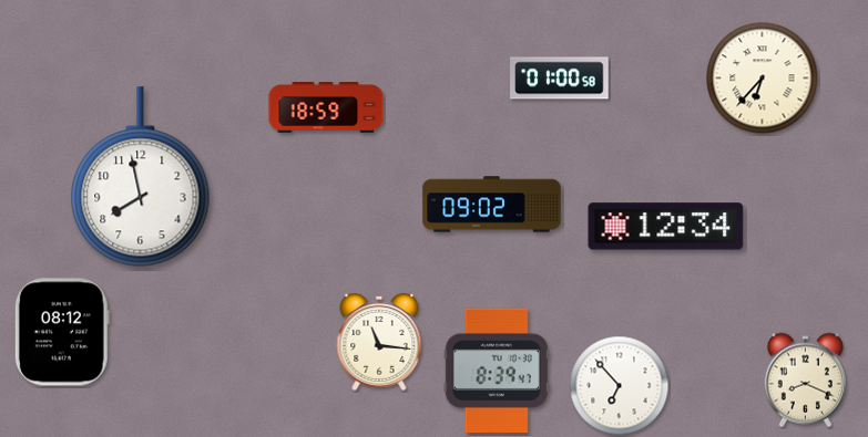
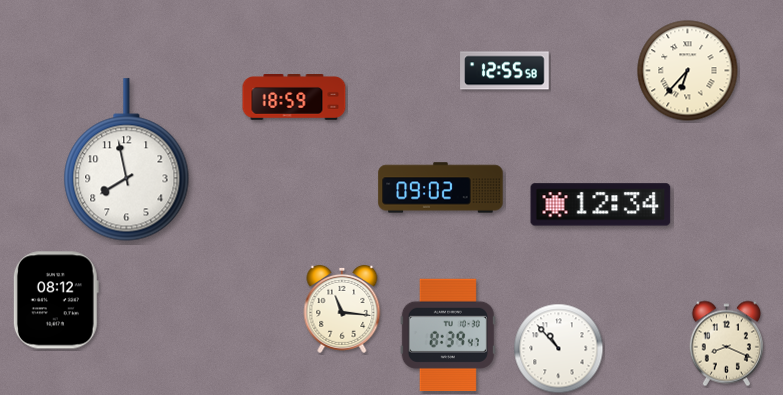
clock at (560, 79): 01:00 -> 12:55
clock at (492, 205) position: (492, 205) -> (441, 188)
clock at (620, 386): 6:53 -> 10:53
